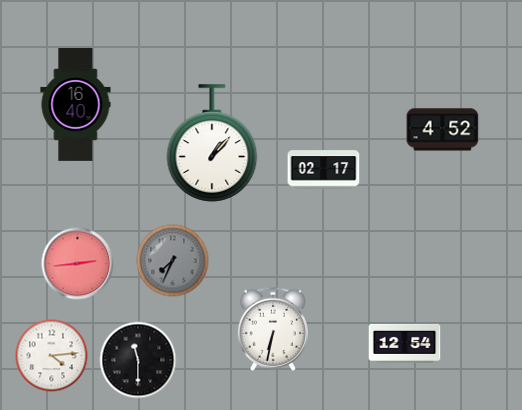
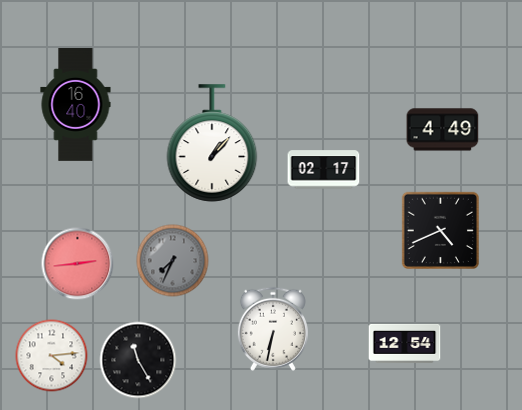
clock at (443, 130): 4:52 -> 4:49
clock at (440, 230): none -> 4:41
clock at (138, 360): 11:30 -> 11:25
